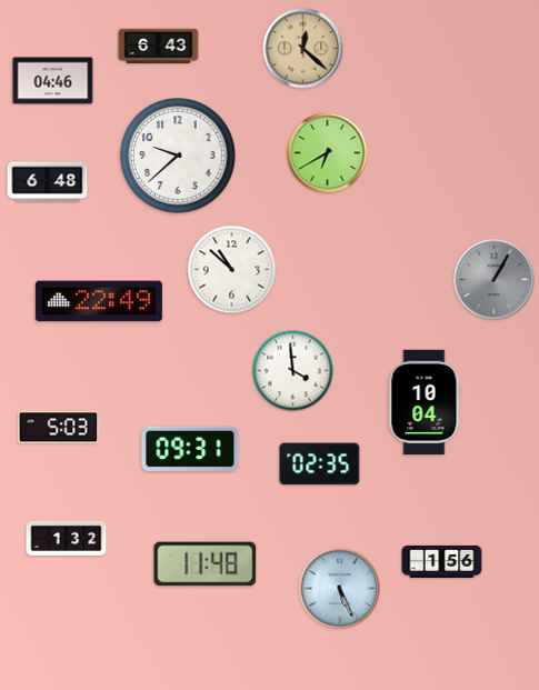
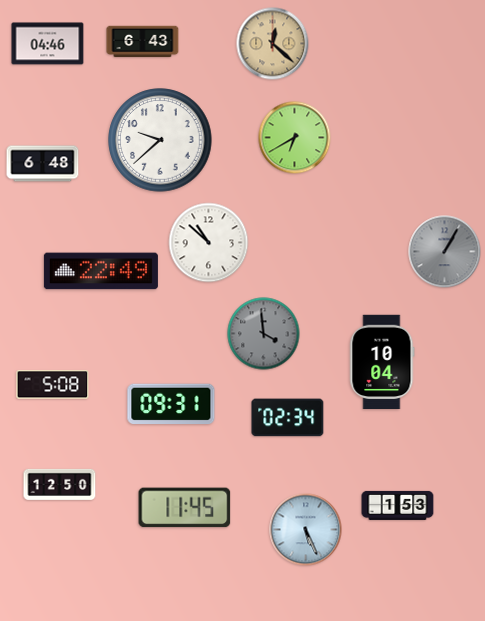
clock at (53, 81) position: (53, 81) -> (48, 44)
clock at (99, 301) position: (99, 301) -> (101, 271)
clock at (293, 371) dial: white -> grey
clock at (59, 428): 5:03 -> 5:08
clock at (320, 464): 02:35 -> 02:34
clock at (67, 538): 1:32 -> 12:50
clock at (442, 561): 1:56 -> 1:53
clock at (206, 564): 11:48 -> 11:45
